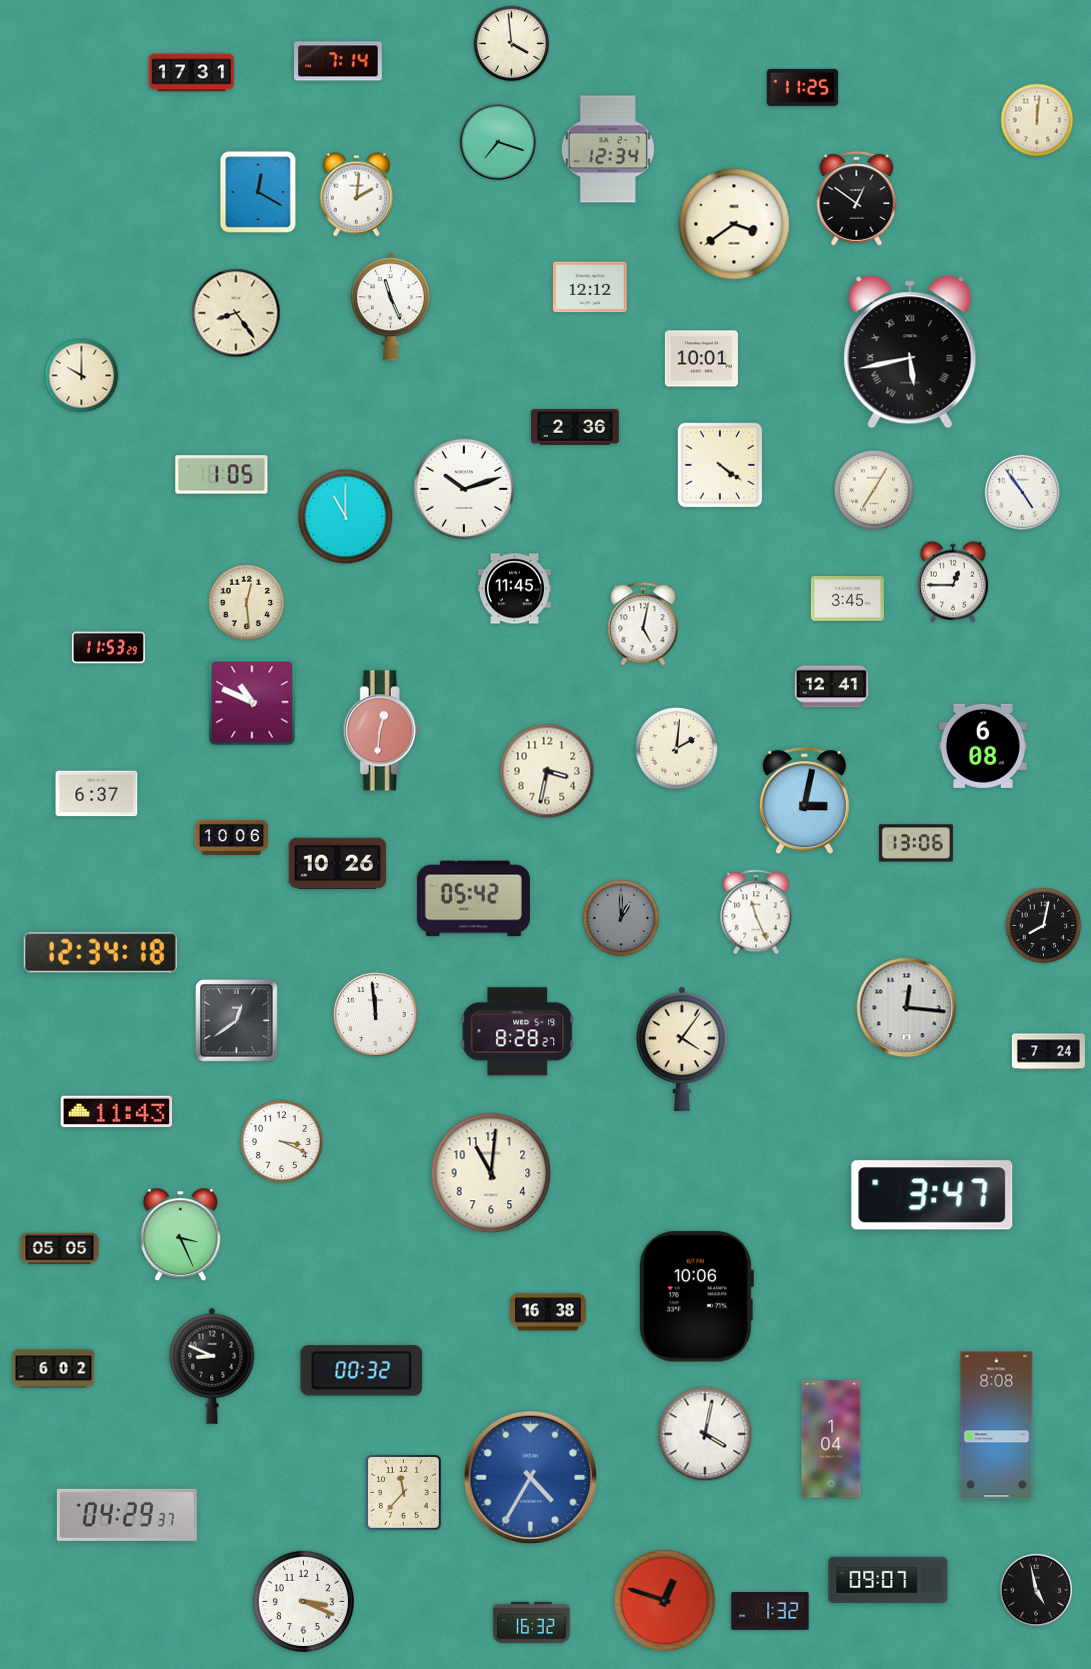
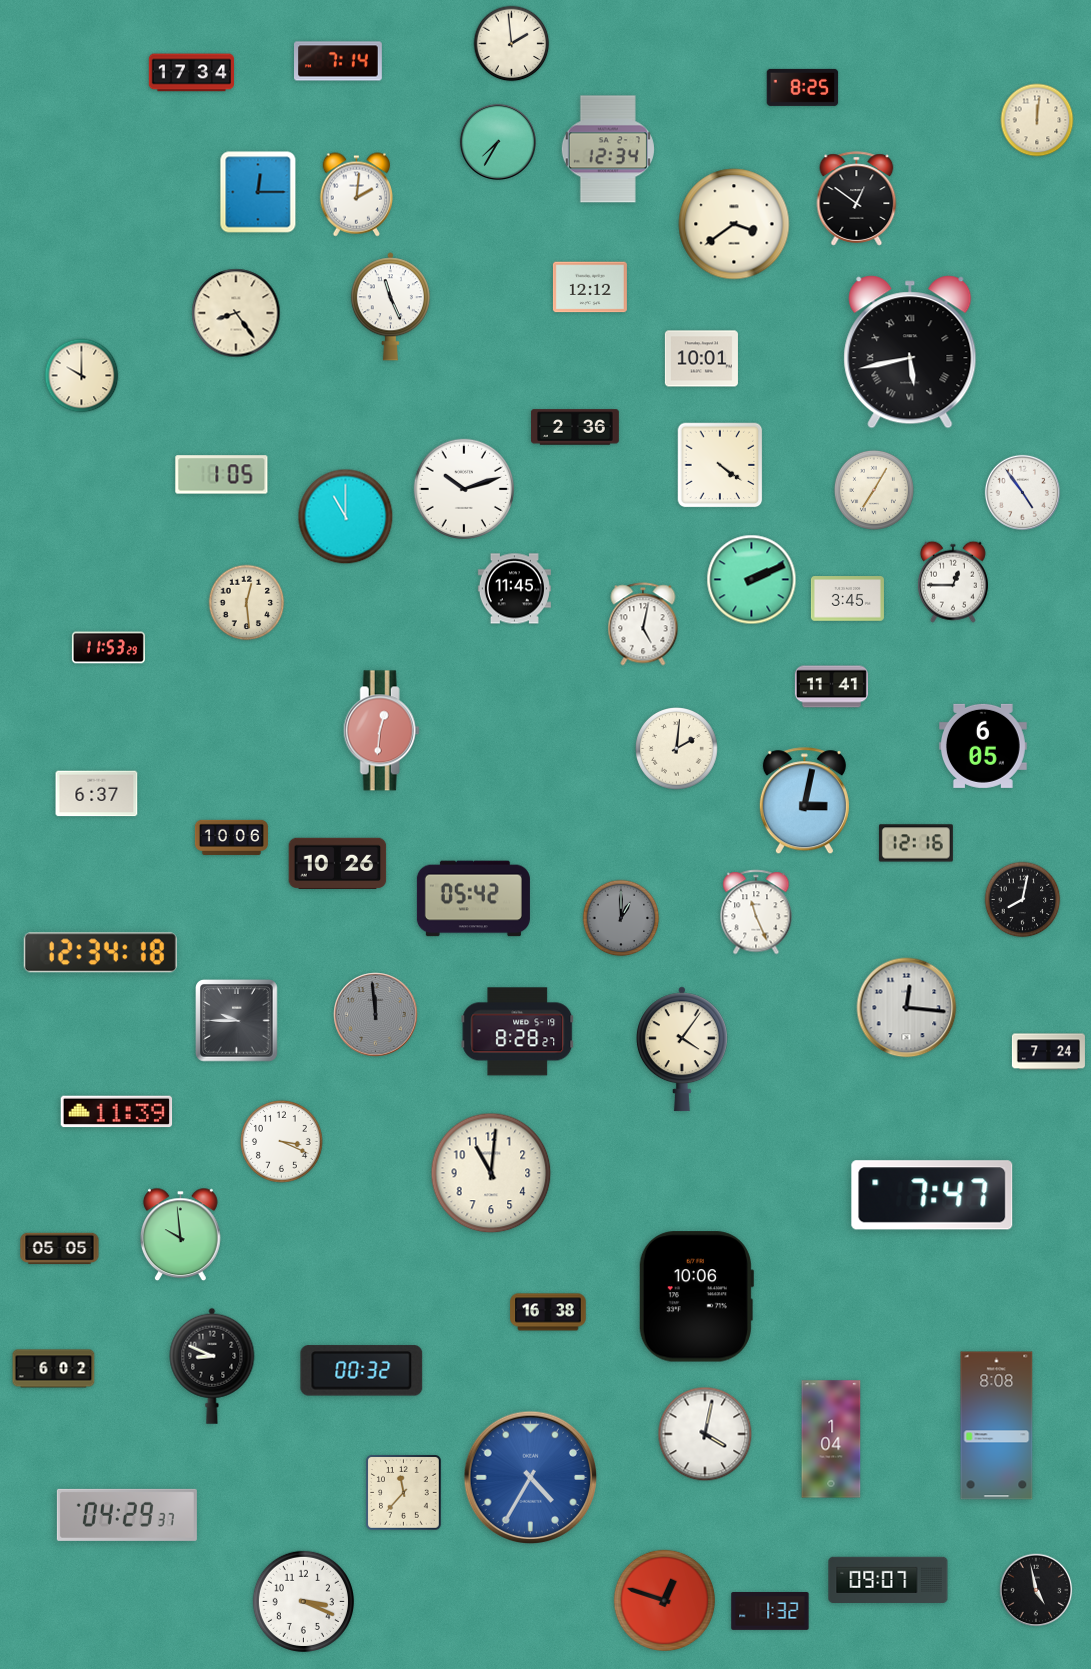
clock at (512, 44): 3:59 -> 1:59
clock at (192, 73): 17:31 -> 17:34
clock at (803, 87): 11:25 -> 8:25
clock at (498, 142): 7:18 -> 7:35
clock at (258, 192): 12:20 -> 12:15
clock at (752, 580): none -> 2:11
clock at (831, 687): 12:41 -> 11:41
clock at (252, 702): 10:49 -> none
clock at (983, 746): 6:08 -> 6:05
clock at (547, 771): 3:32 -> none
clock at (916, 843): 13:06 -> 12:16
clock at (1044, 926) position: (1044, 926) -> (1023, 900)
clock at (376, 1015) dial: white -> grey
clock at (237, 1021): 12:39 -> 9:45
clock at (117, 1112): 11:43 -> 11:39
clock at (932, 1195): 3:47 -> 7:47
clock at (181, 1235): 3:26 -> 9:59
clock at (532, 1623): 16:32 -> none
